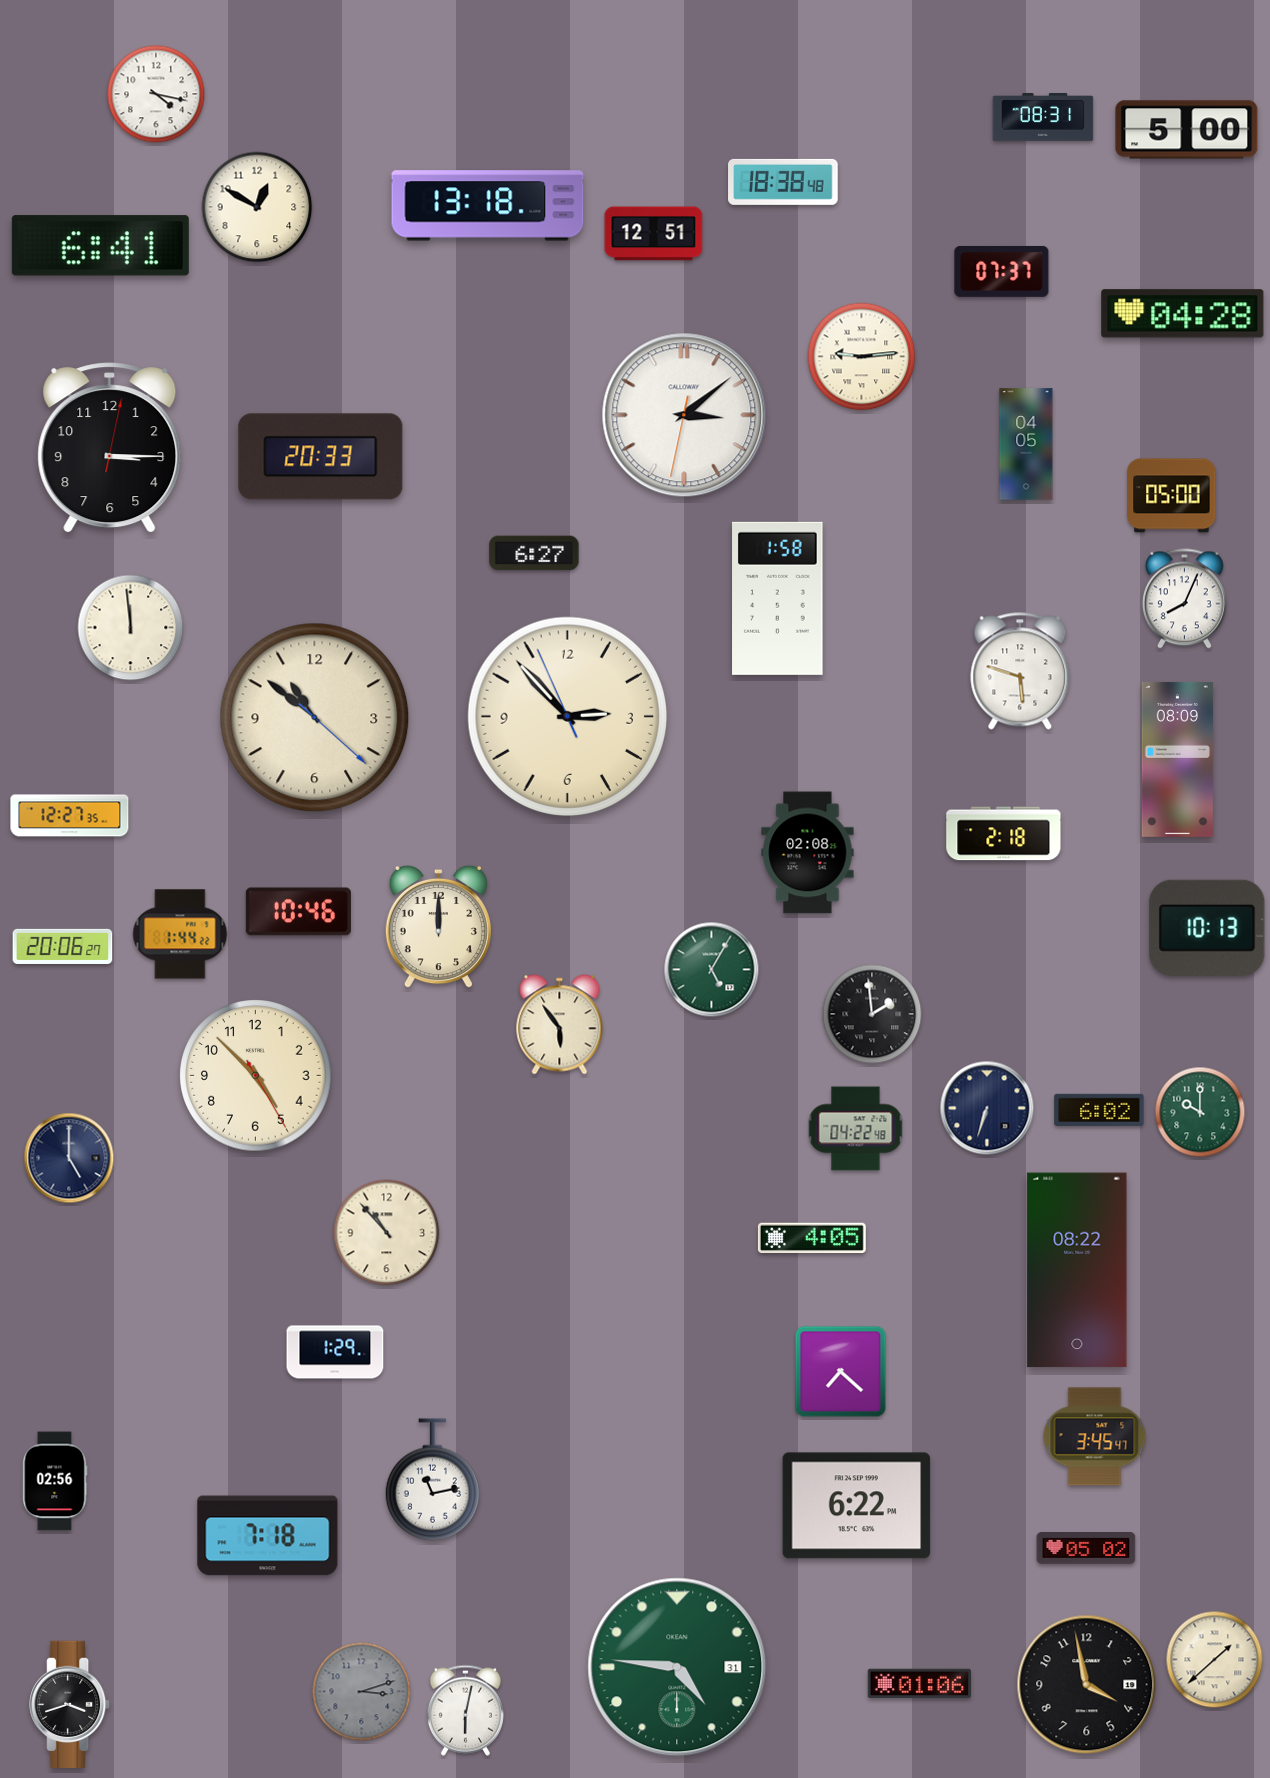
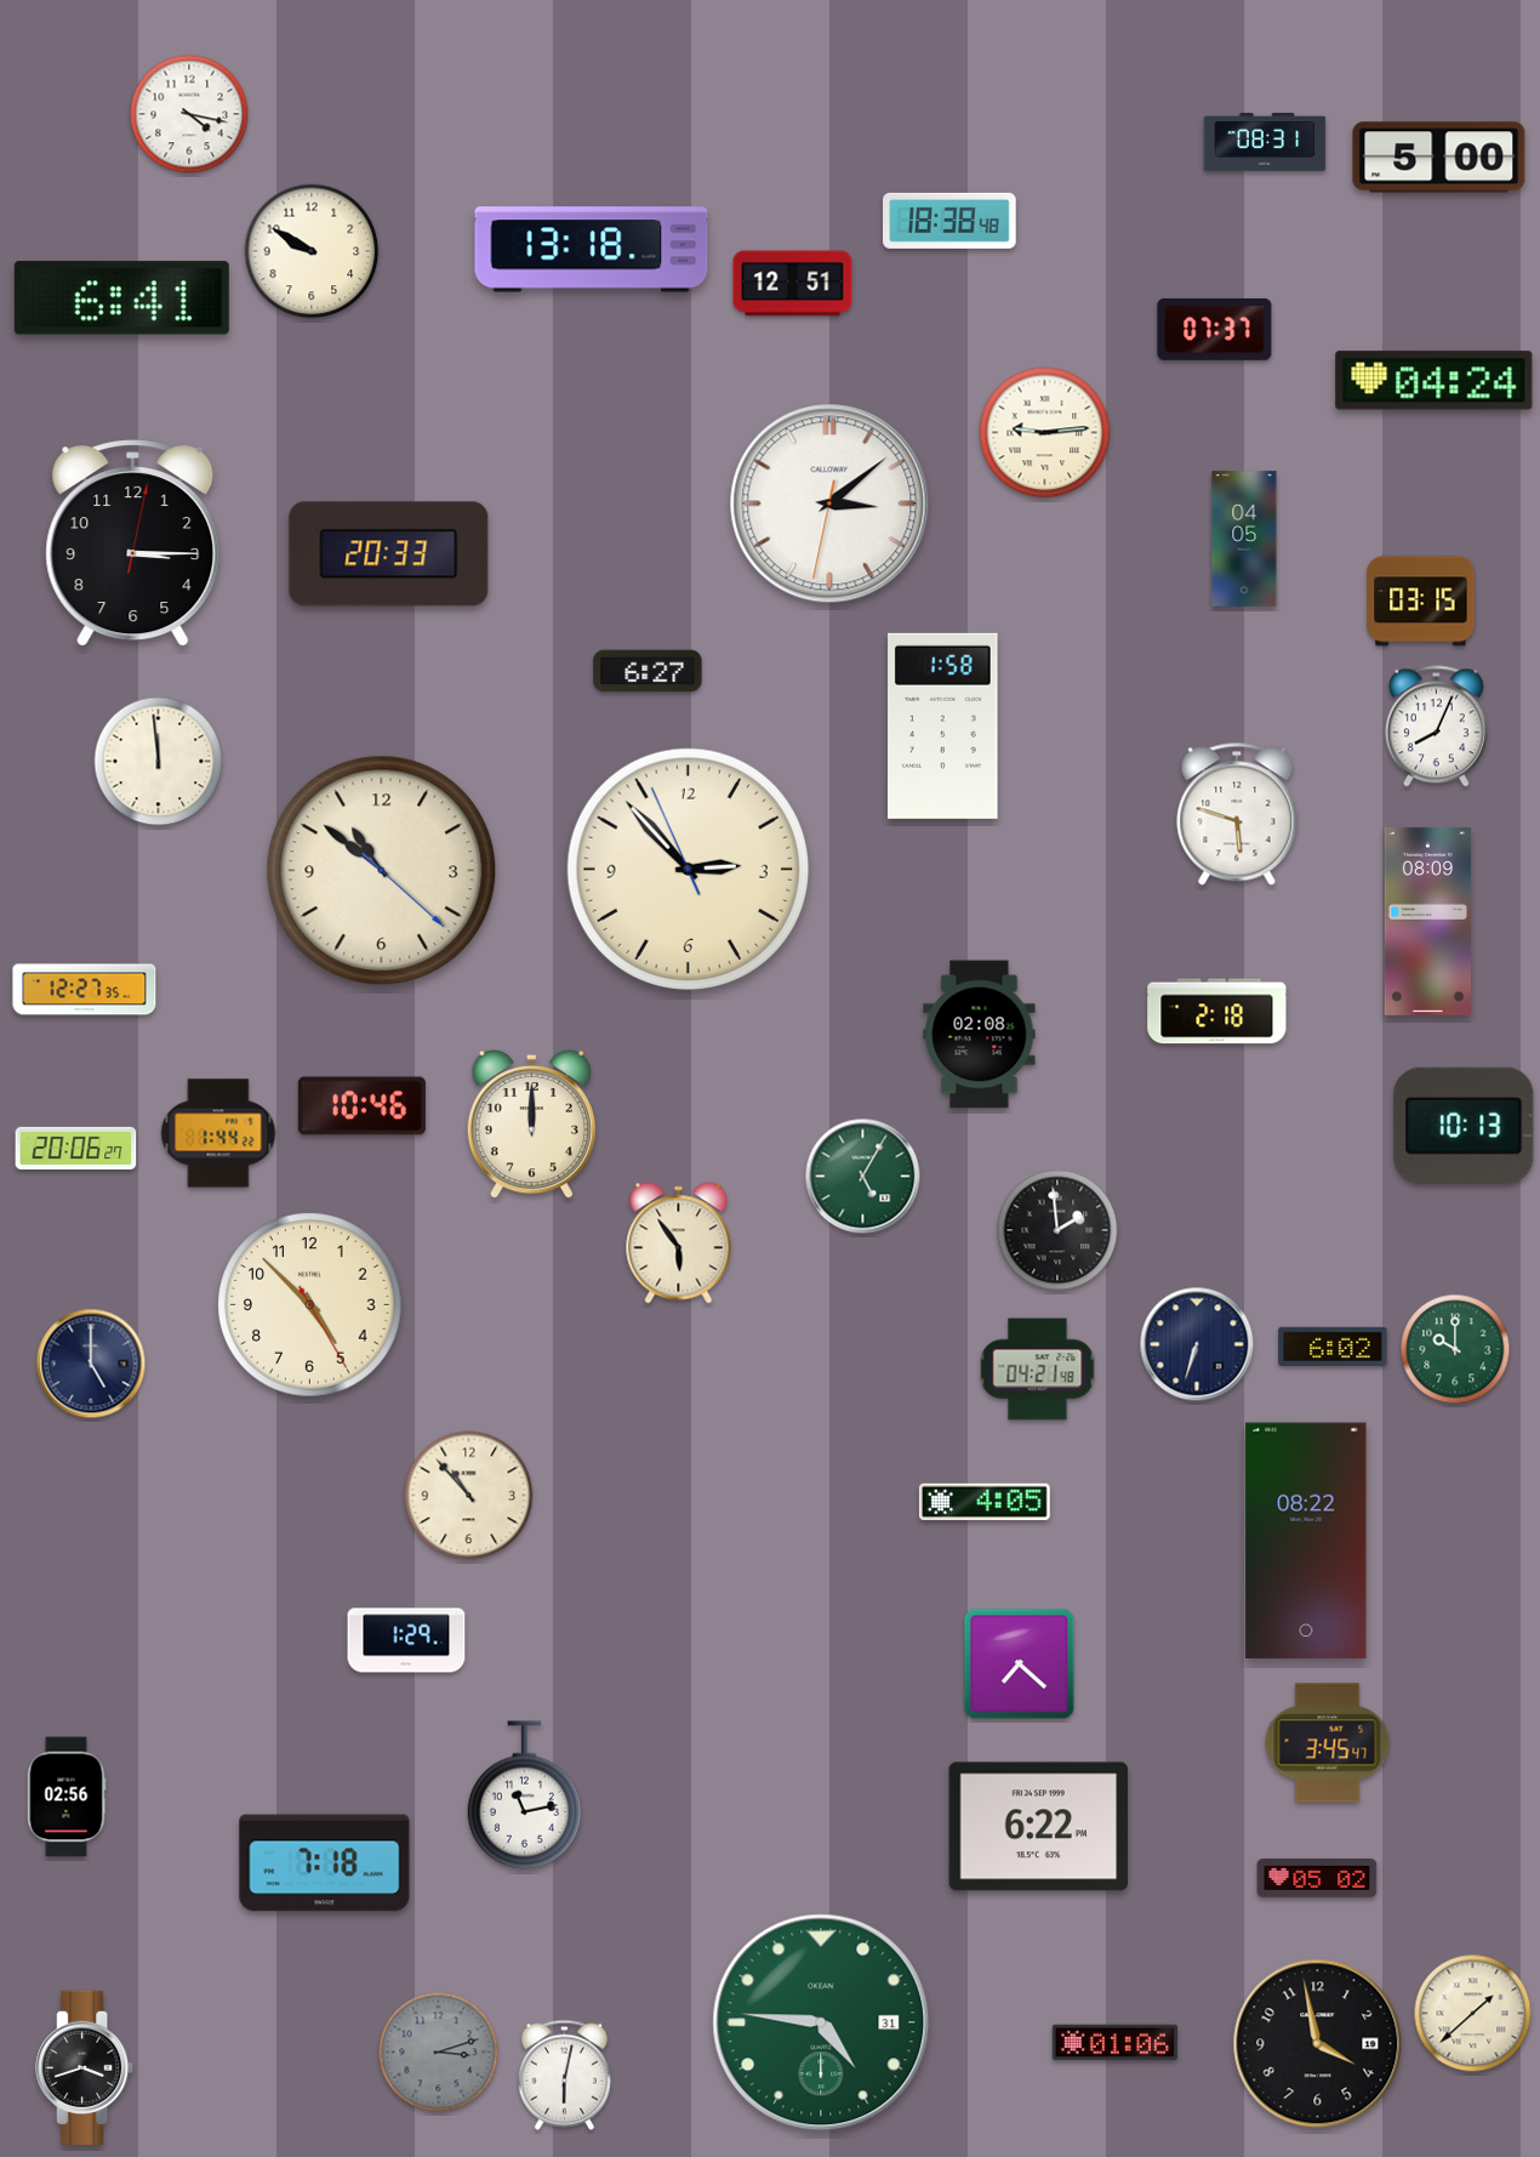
clock at (257, 207): 12:50 -> 9:50
clock at (1183, 314): 04:28 -> 04:24
clock at (1172, 496): 05:00 -> 03:15
clock at (856, 1129): 04:22 -> 04:21
clock at (69, 1158) position: (69, 1158) -> (91, 1364)
